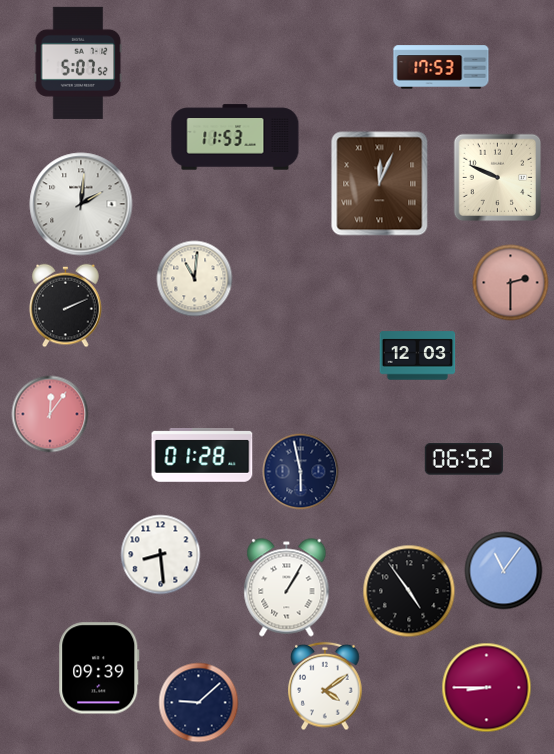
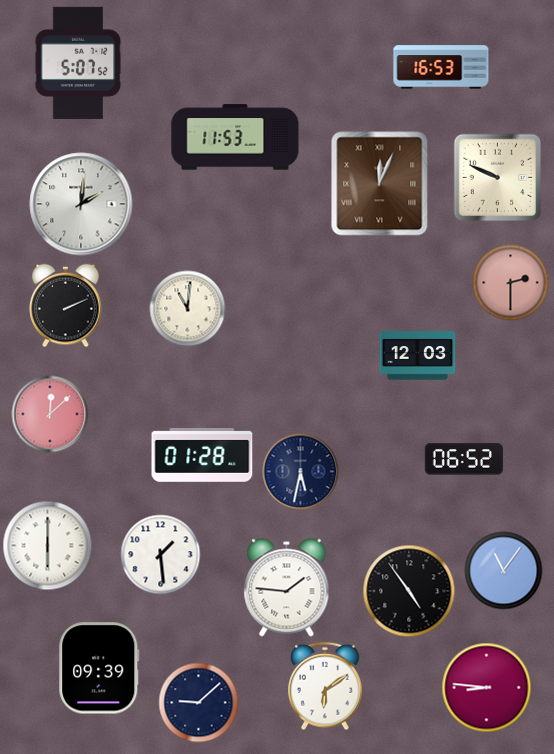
clock at (441, 67): 17:53 -> 16:53
clock at (195, 279) position: (195, 279) -> (188, 309)
clock at (50, 414): 12:06 -> 12:08
clock at (301, 472): 5:58 -> 5:32
clock at (48, 546): none -> 6:00
clock at (161, 555): 8:29 -> 1:29
clock at (287, 588): 1:05 -> 1:46
clock at (325, 686): 4:09 -> 6:09
clock at (487, 688): 8:45 -> 8:46
